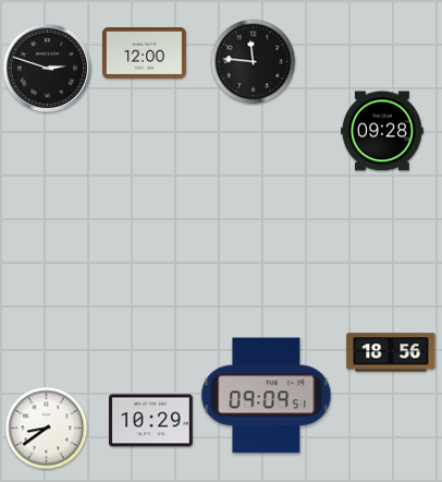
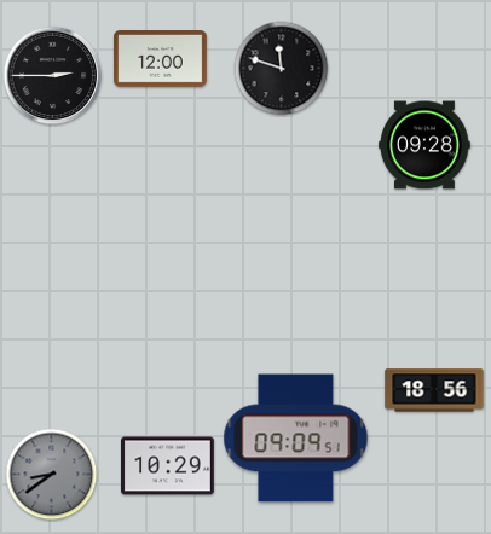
clock at (254, 62): 11:46 -> 11:48
clock at (48, 69): 2:48 -> 2:45
clock at (47, 429) dial: white -> grey
